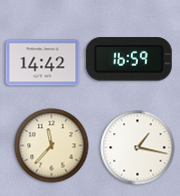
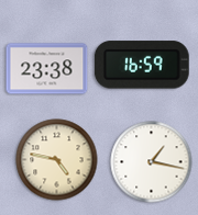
clock at (43, 63): 14:42 -> 23:38
clock at (52, 146): 11:37 -> 4:47
